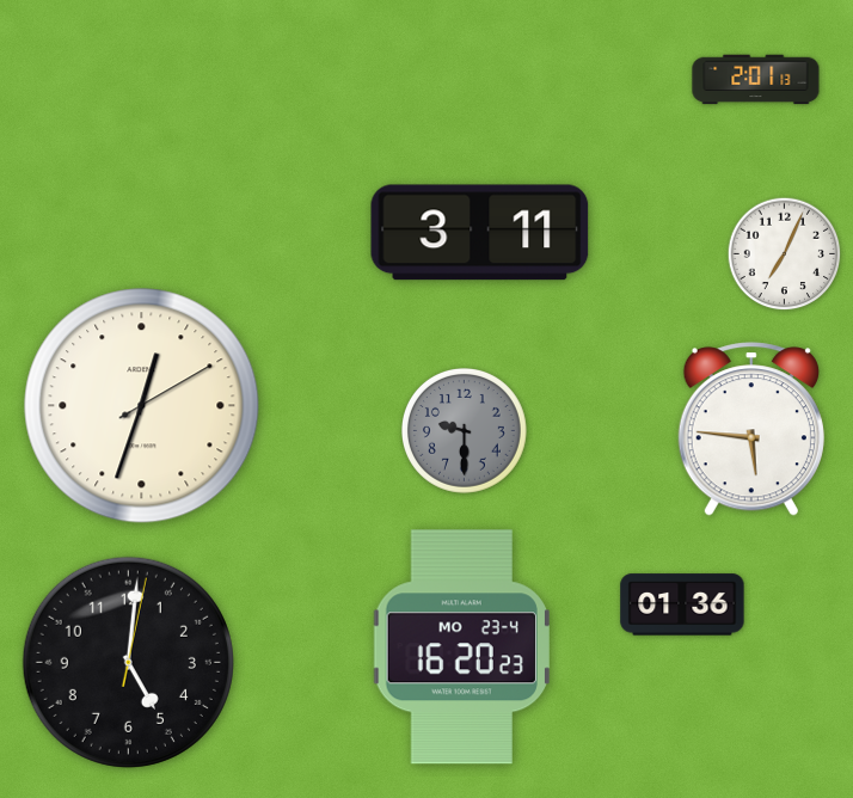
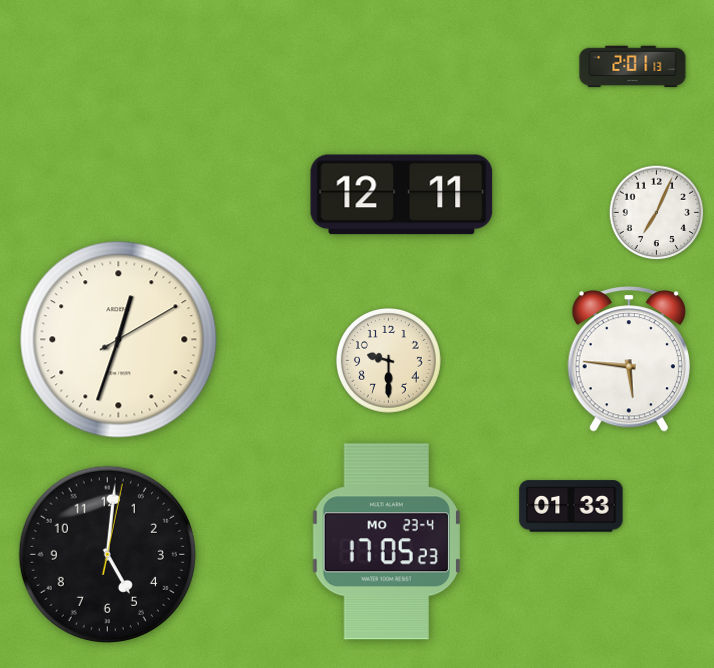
clock at (480, 233): 3:11 -> 12:11
clock at (465, 431) dial: grey -> cream
clock at (682, 604): 01:36 -> 01:33
clock at (461, 647): 16:20 -> 17:05
